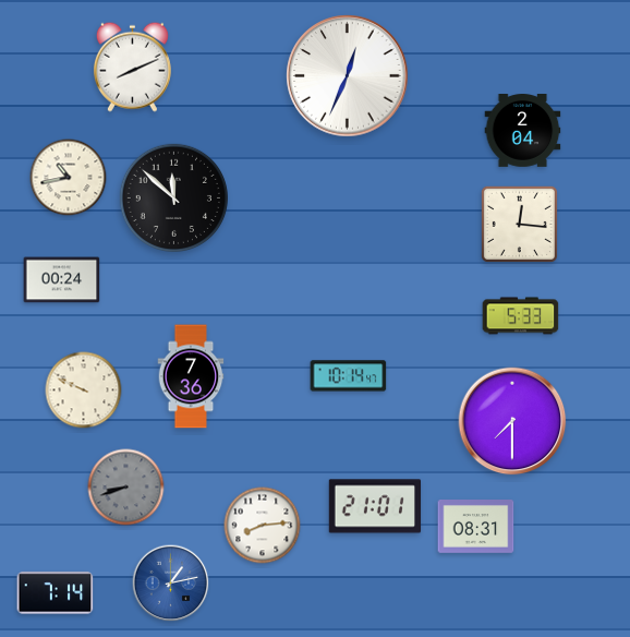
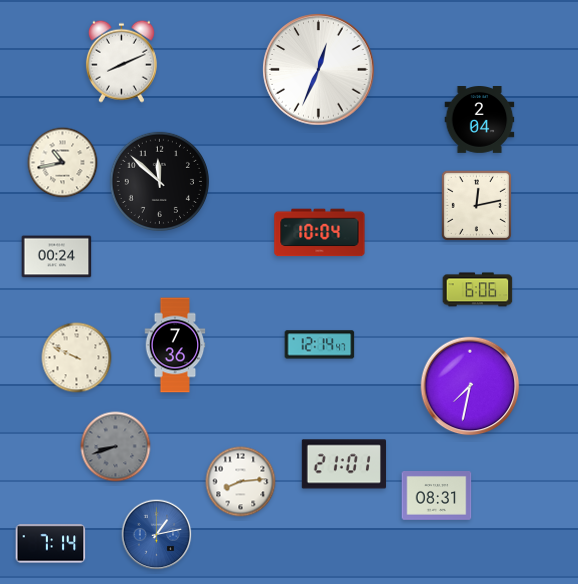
clock at (519, 224): 12:16 -> 12:13
clock at (320, 233): none -> 10:04
clock at (521, 316): 5:33 -> 6:06
clock at (349, 376): 10:14 -> 12:14
clock at (512, 421): 7:30 -> 7:32
clock at (476, 527) position: (476, 527) -> (437, 496)
